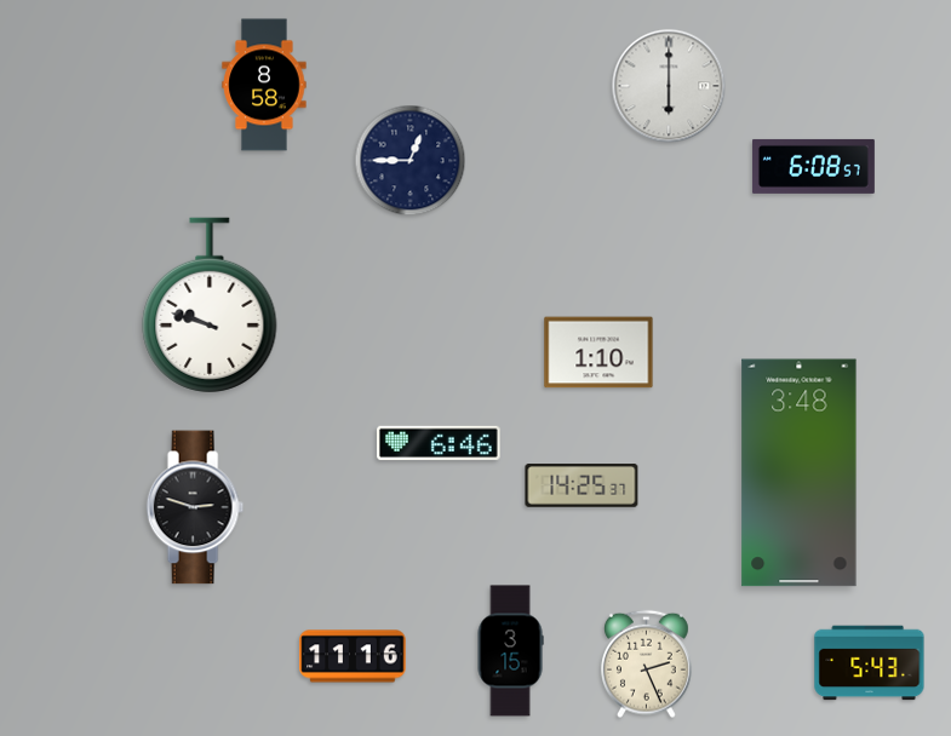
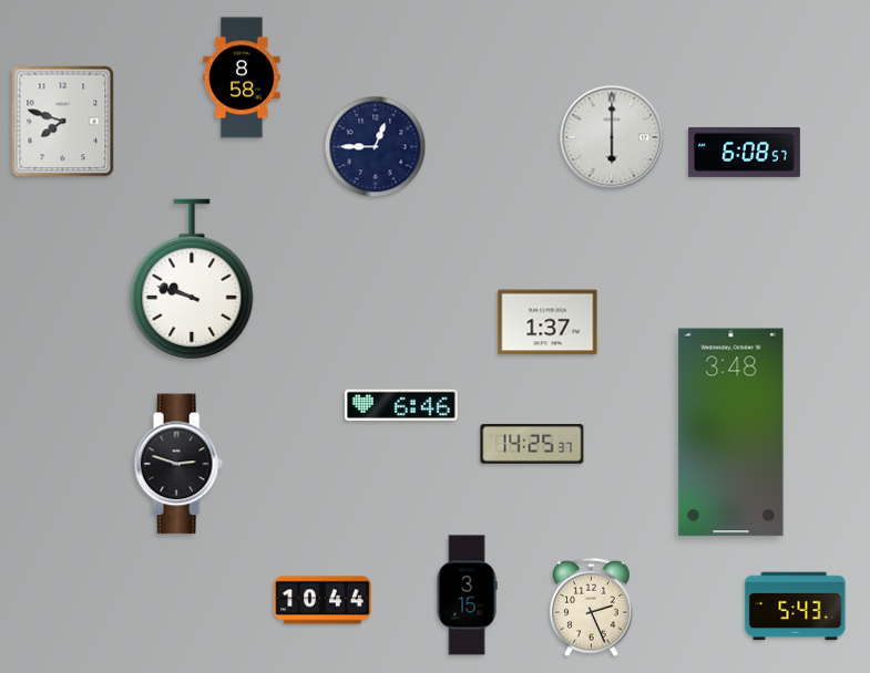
clock at (669, 86) position: (669, 86) -> (612, 137)
clock at (63, 122): none -> 7:48
clock at (598, 352): 1:10 -> 1:37
clock at (353, 656): 11:16 -> 10:44
